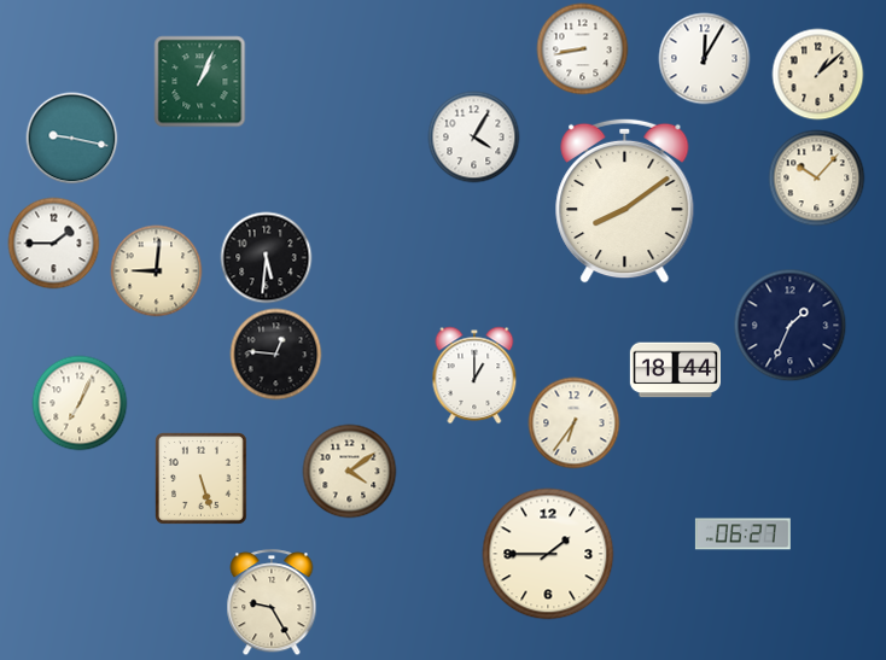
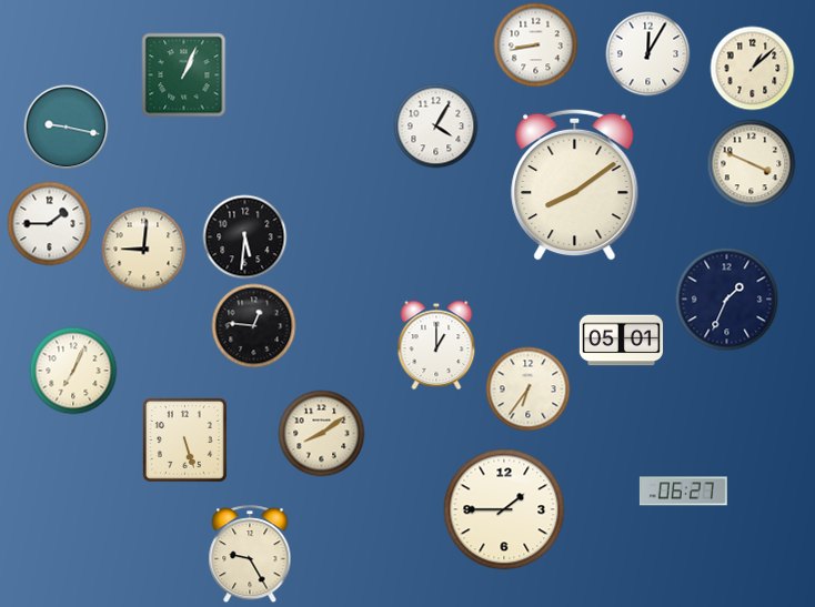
clock at (817, 179): 10:07 -> 3:49
clock at (676, 370): 18:44 -> 05:01
clock at (350, 472): 4:09 -> 8:09
